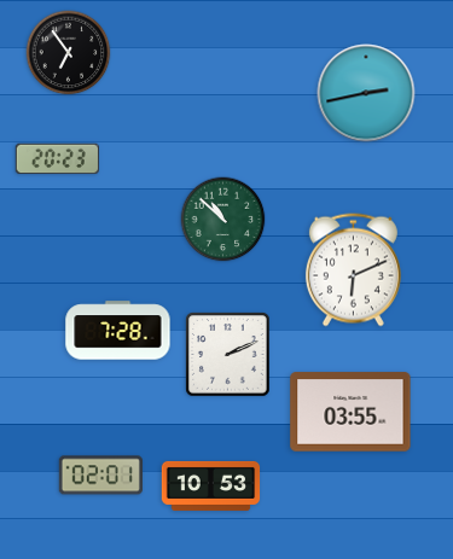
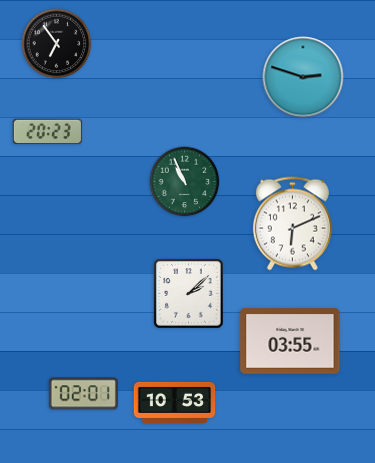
clock at (366, 93): 2:43 -> 2:48
clock at (223, 220): 10:52 -> 10:56
clock at (118, 331): 7:28 -> none
clock at (228, 355): 2:11 -> 2:08
